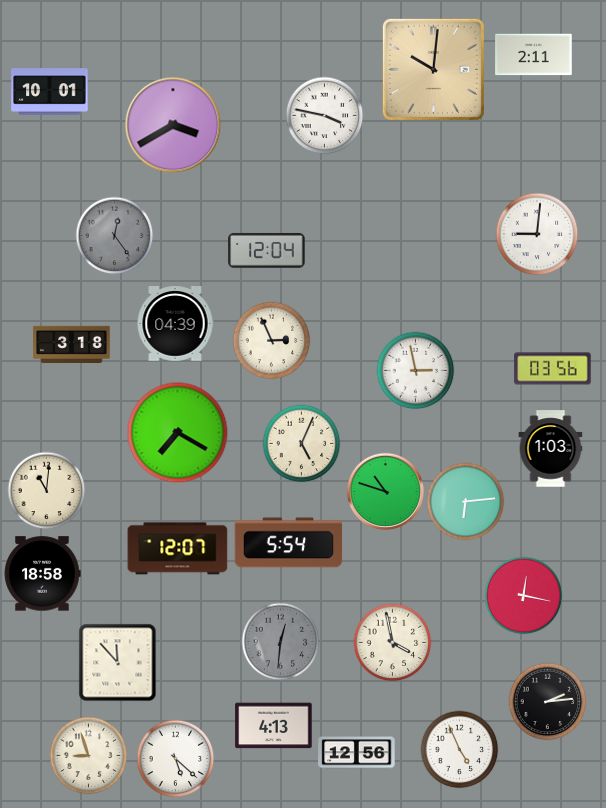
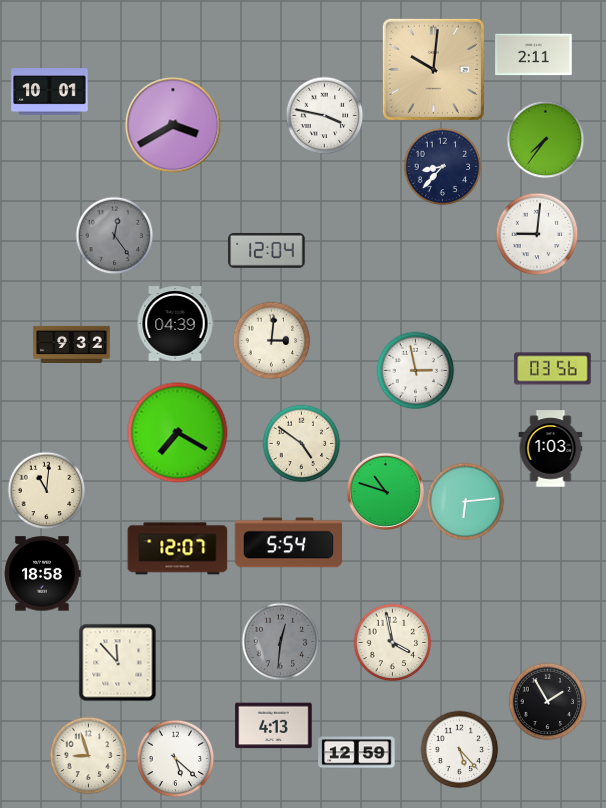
clock at (545, 139): none -> 7:36
clock at (442, 166): none -> 8:37
clock at (271, 340): 2:56 -> 3:01
clock at (72, 344): 3:18 -> 9:32
clock at (301, 443): 5:04 -> 4:51
clock at (523, 595): 12:17 -> none
clock at (547, 701): 2:14 -> 1:55
clock at (459, 749): 4:56 -> 5:23
clock at (357, 753): 12:56 -> 12:59
